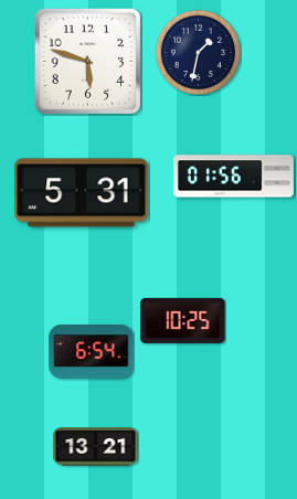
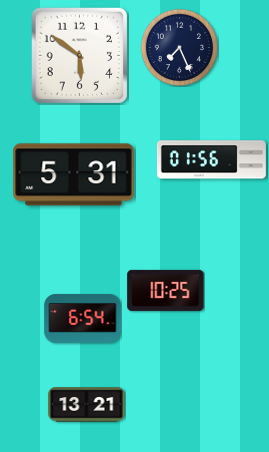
clock at (198, 52): 1:32 -> 7:26
clock at (87, 61): 5:48 -> 5:51
